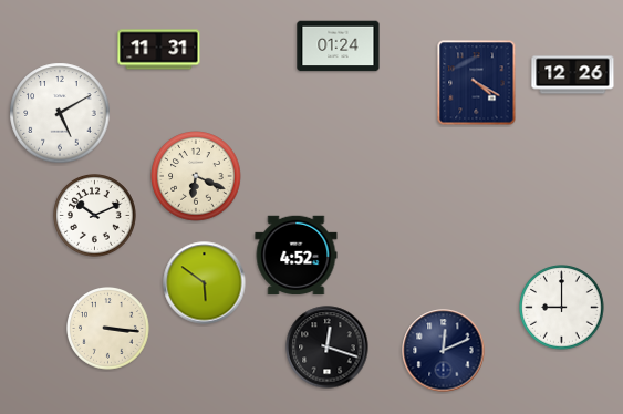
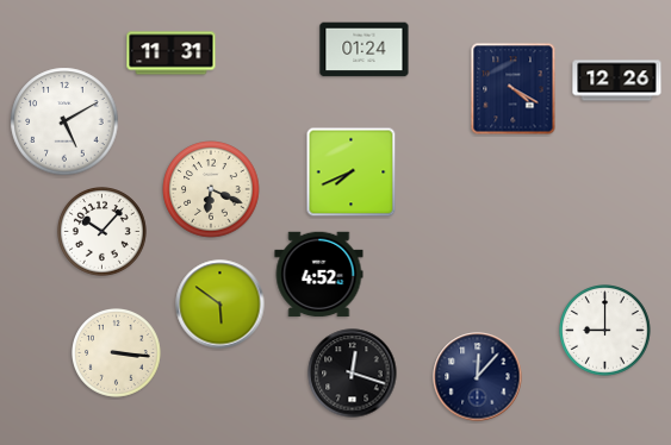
clock at (352, 173): none -> 7:41
clock at (95, 216): 10:11 -> 10:07
clock at (444, 351): 12:11 -> 12:07
